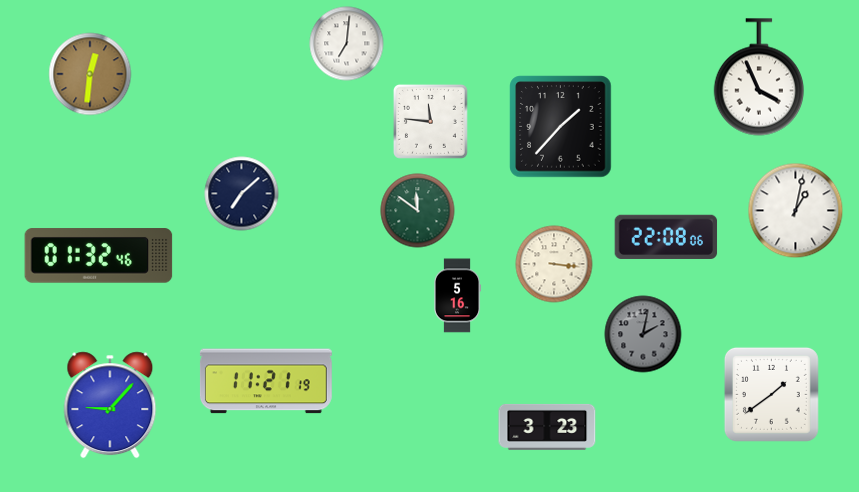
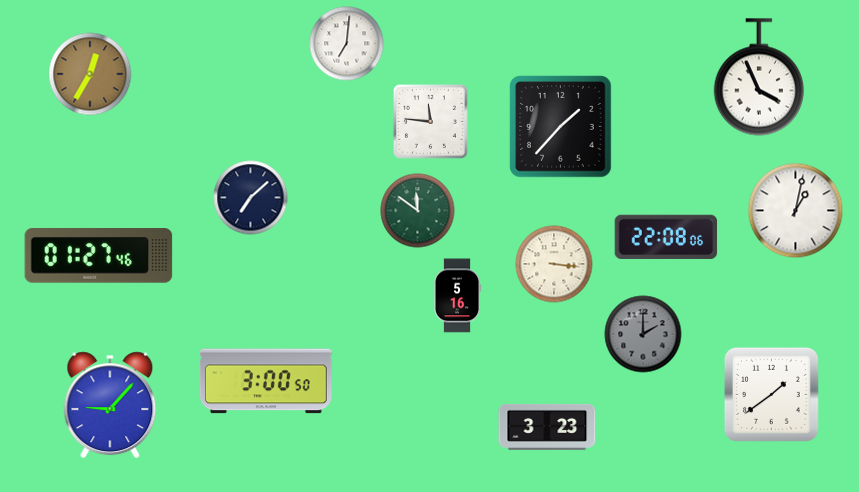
clock at (90, 74): 12:31 -> 12:35
clock at (242, 194) position: (242, 194) -> (251, 198)
clock at (99, 256): 01:32 -> 01:27
clock at (643, 334): 2:02 -> 2:00
clock at (266, 381): 11:21 -> 3:00
